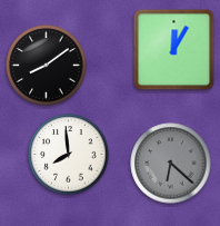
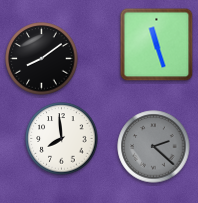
clock at (174, 50): 12:05 -> 11:27
clock at (171, 164): 6:22 -> 2:22
